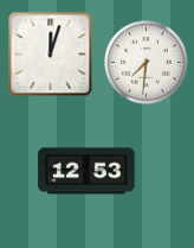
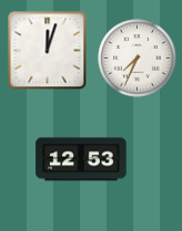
clock at (147, 63): 7:31 -> 7:34
